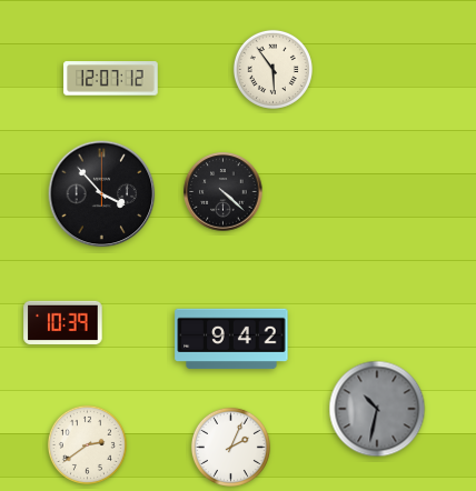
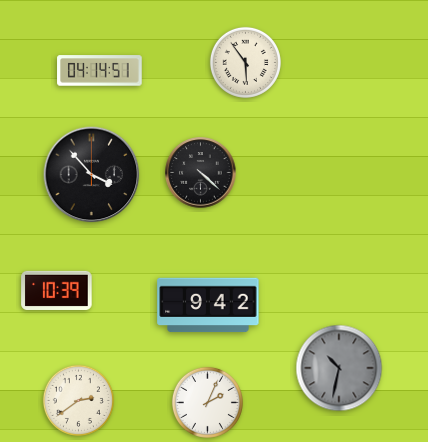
clock at (111, 79): 12:07 -> 04:14
